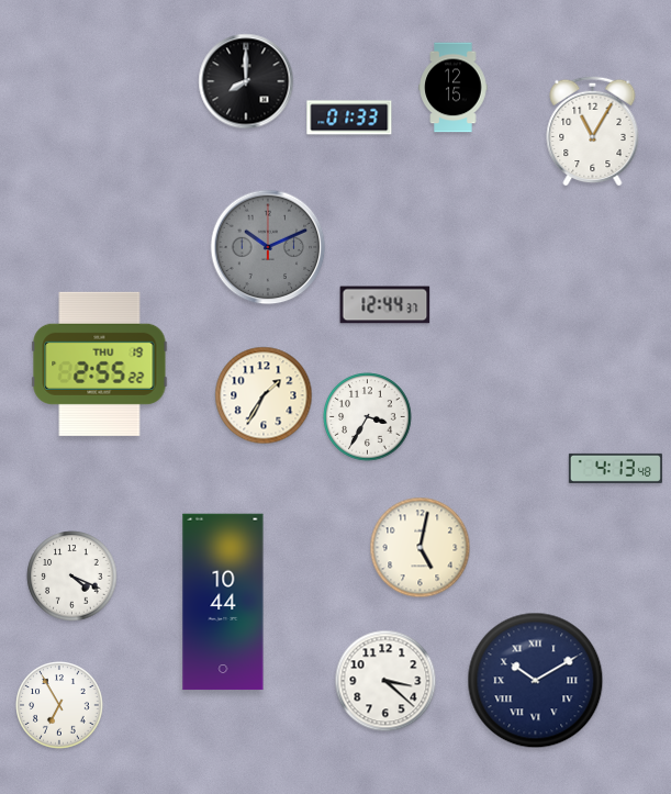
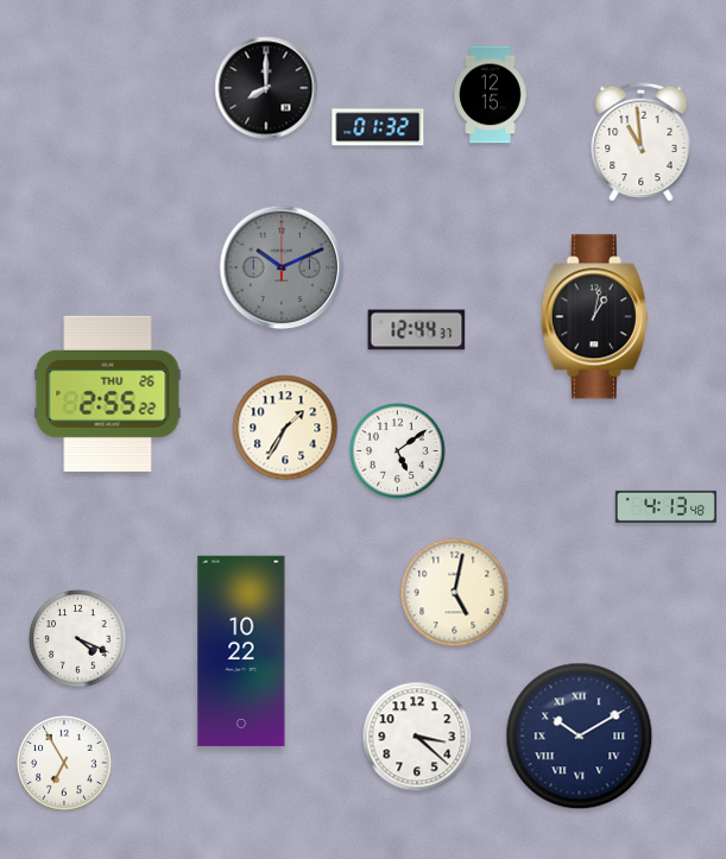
clock at (349, 118): 01:33 -> 01:32
clock at (593, 131): 11:05 -> 10:59
clock at (268, 247) position: (268, 247) -> (282, 267)
clock at (594, 317): none -> 1:02
clock at (100, 364) date: THU 19 -> THU 26
clock at (368, 417): 3:35 -> 5:09
clock at (72, 577) position: (72, 577) -> (78, 639)
clock at (223, 602): 10:44 -> 10:22
